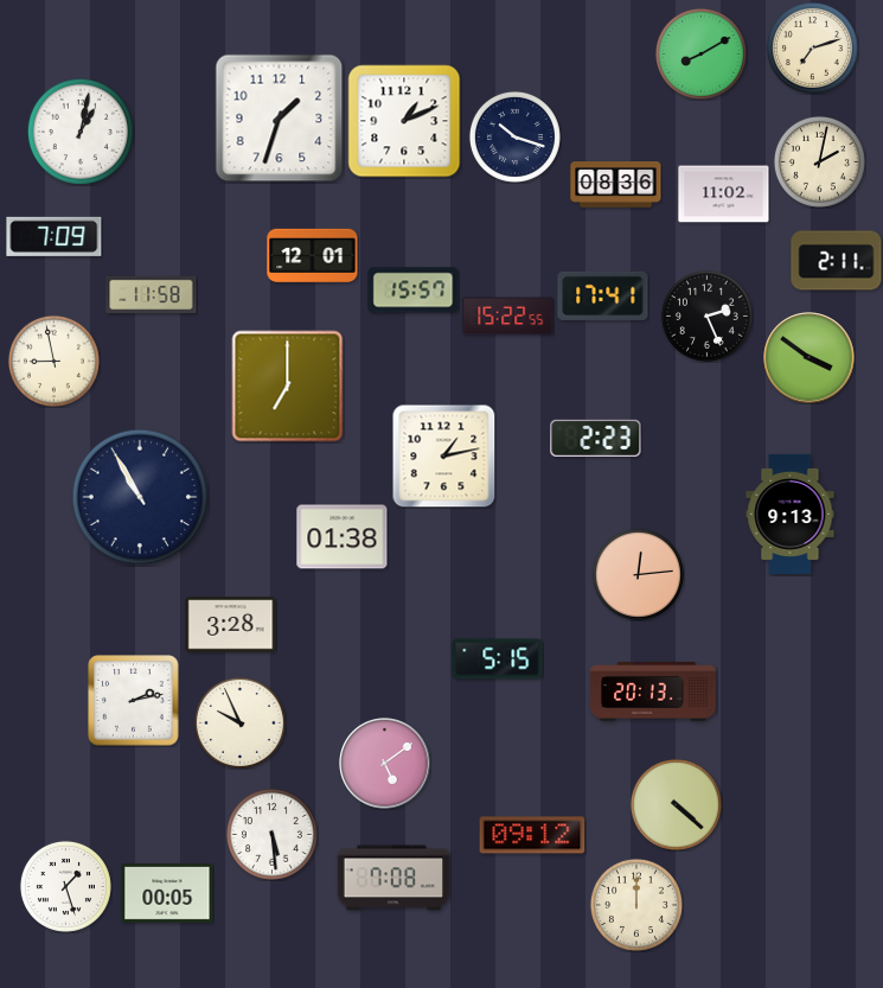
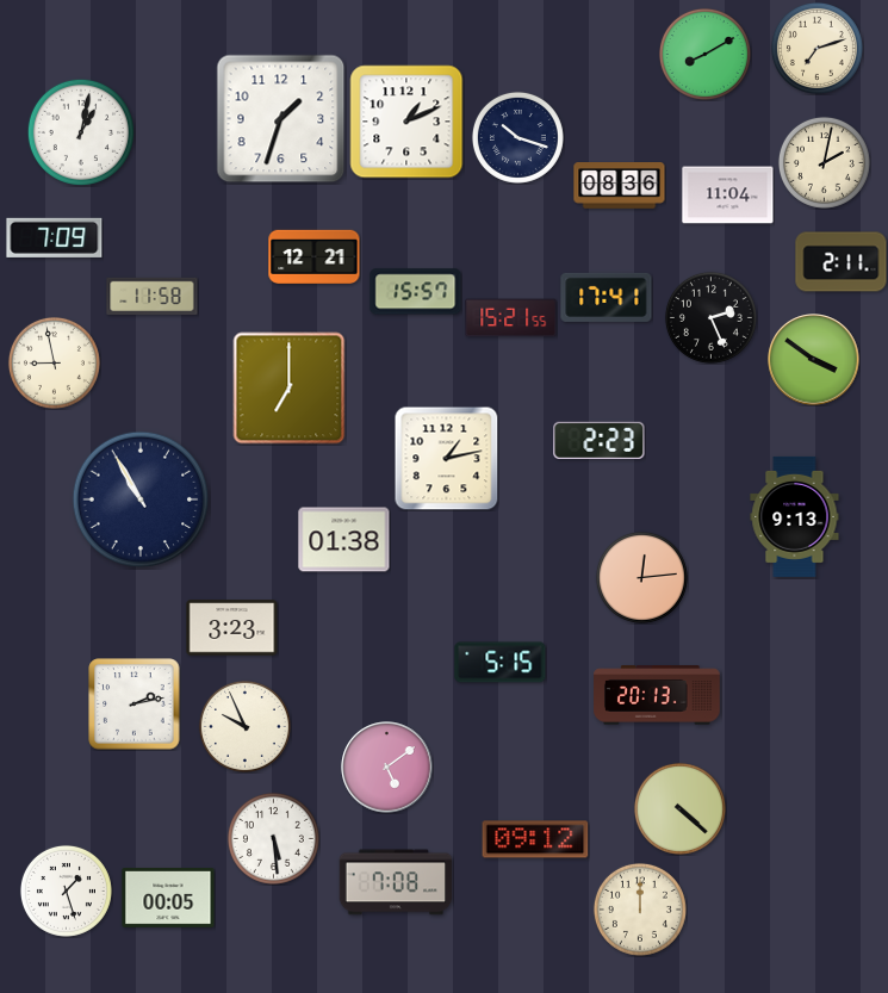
clock at (724, 195): 11:02 -> 11:04
clock at (313, 255): 12:01 -> 12:21
clock at (508, 317): 15:22 -> 15:21
clock at (231, 625): 3:28 -> 3:23
clock at (239, 722) position: (239, 722) -> (244, 726)
